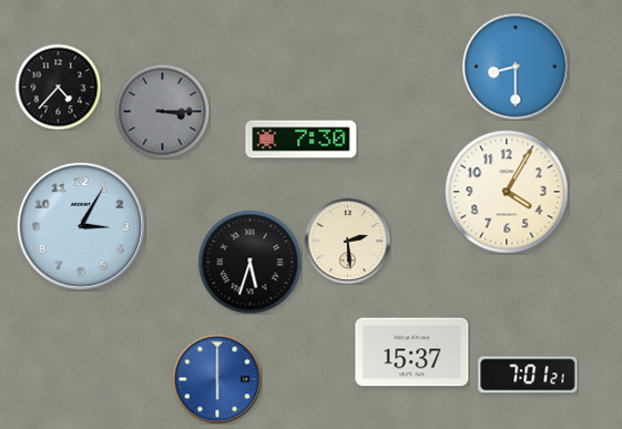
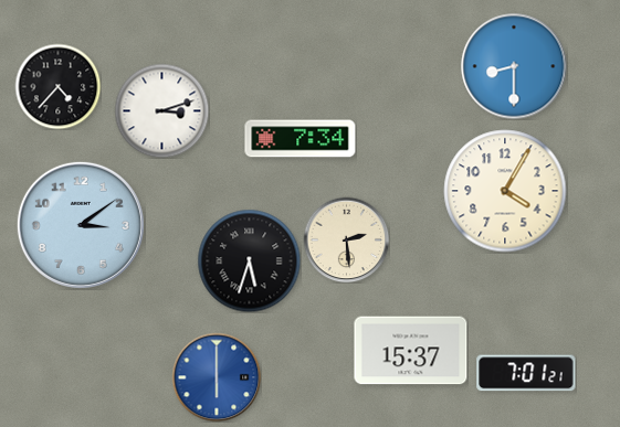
clock at (162, 111): 3:15 -> 3:12
clock at (162, 111) dial: grey -> white
clock at (302, 140): 7:30 -> 7:34
clock at (81, 226): 3:05 -> 3:09
